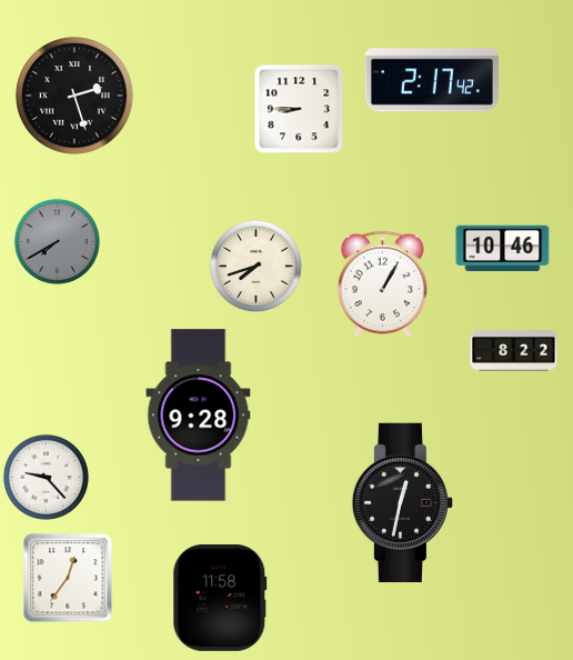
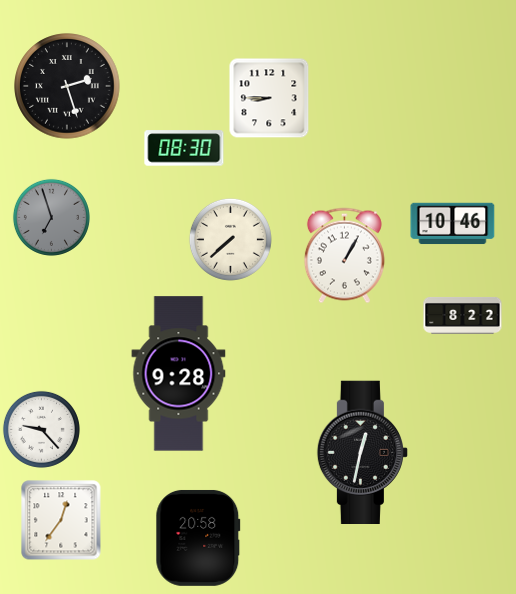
clock at (432, 80): 2:17 -> none
clock at (184, 148): none -> 08:30
clock at (57, 241): 7:40 -> 6:57
clock at (255, 266): 7:42 -> 7:38
clock at (220, 598): 11:58 -> 20:58
